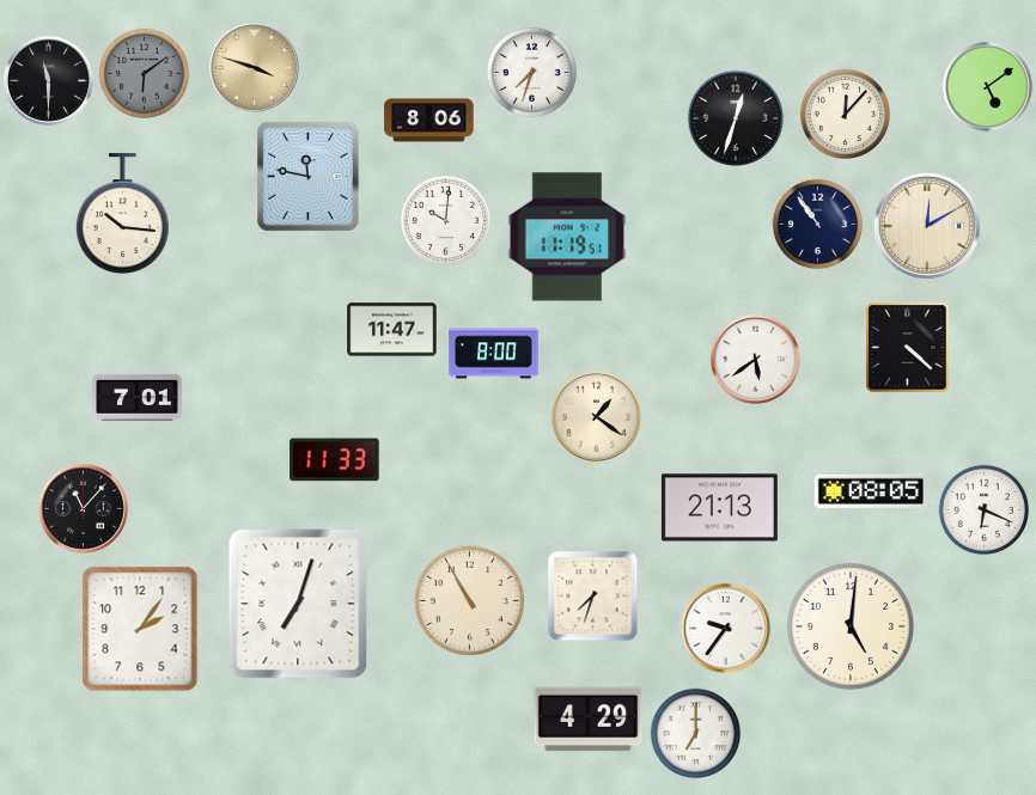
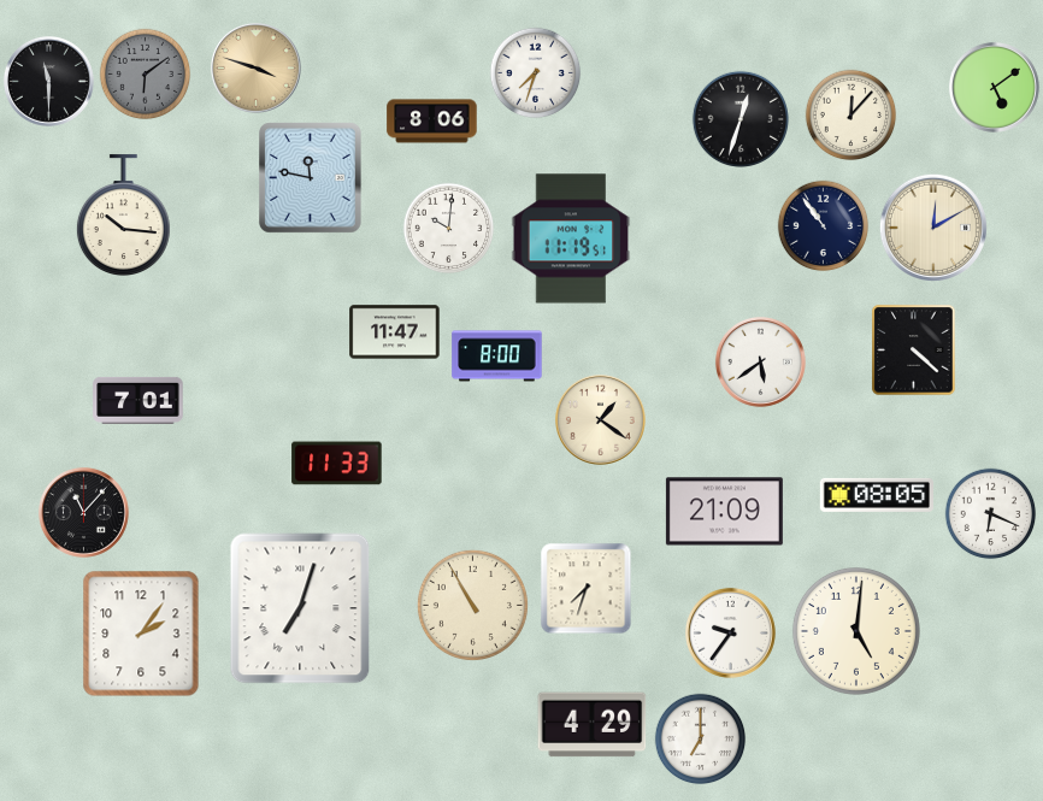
clock at (446, 221) position: (446, 221) -> (449, 229)
clock at (719, 508): 21:13 -> 21:09
clock at (593, 597) position: (593, 597) -> (587, 589)
